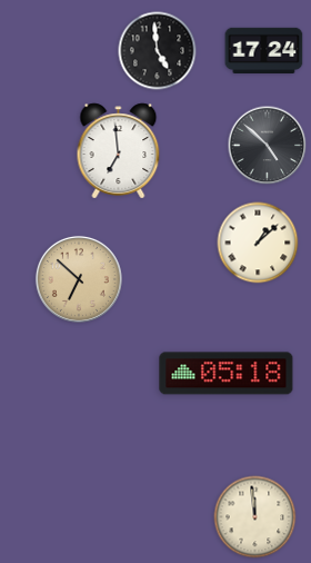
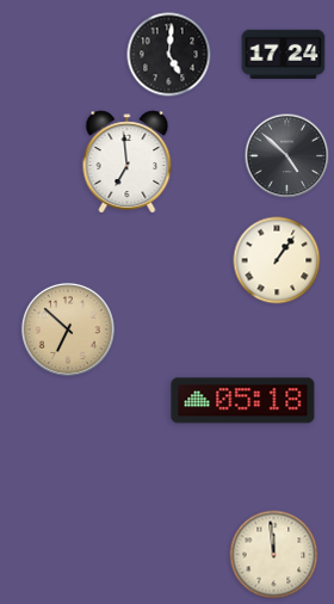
clock at (158, 51): 4:59 -> 5:01
clock at (258, 243): 1:08 -> 1:06
clock at (79, 279) position: (79, 279) -> (68, 329)
